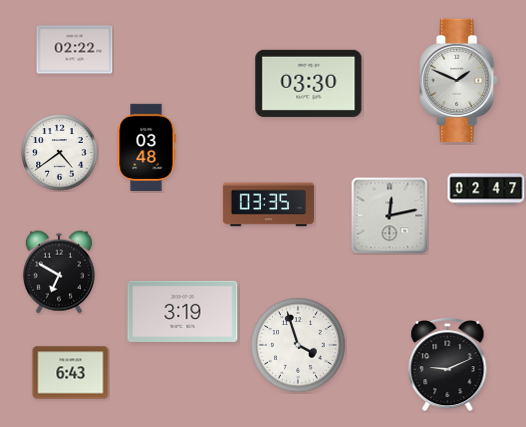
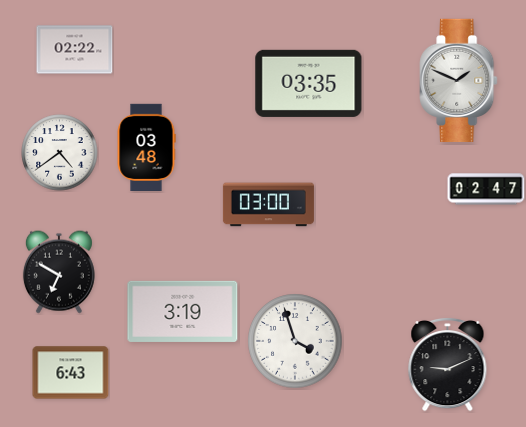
clock at (309, 83): 03:30 -> 03:35
clock at (268, 205): 03:35 -> 03:00
clock at (390, 216): 12:13 -> none
clock at (298, 345) position: (298, 345) -> (295, 341)
